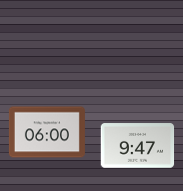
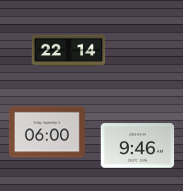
clock at (69, 51): none -> 22:14
clock at (138, 146): 9:47 -> 9:46
